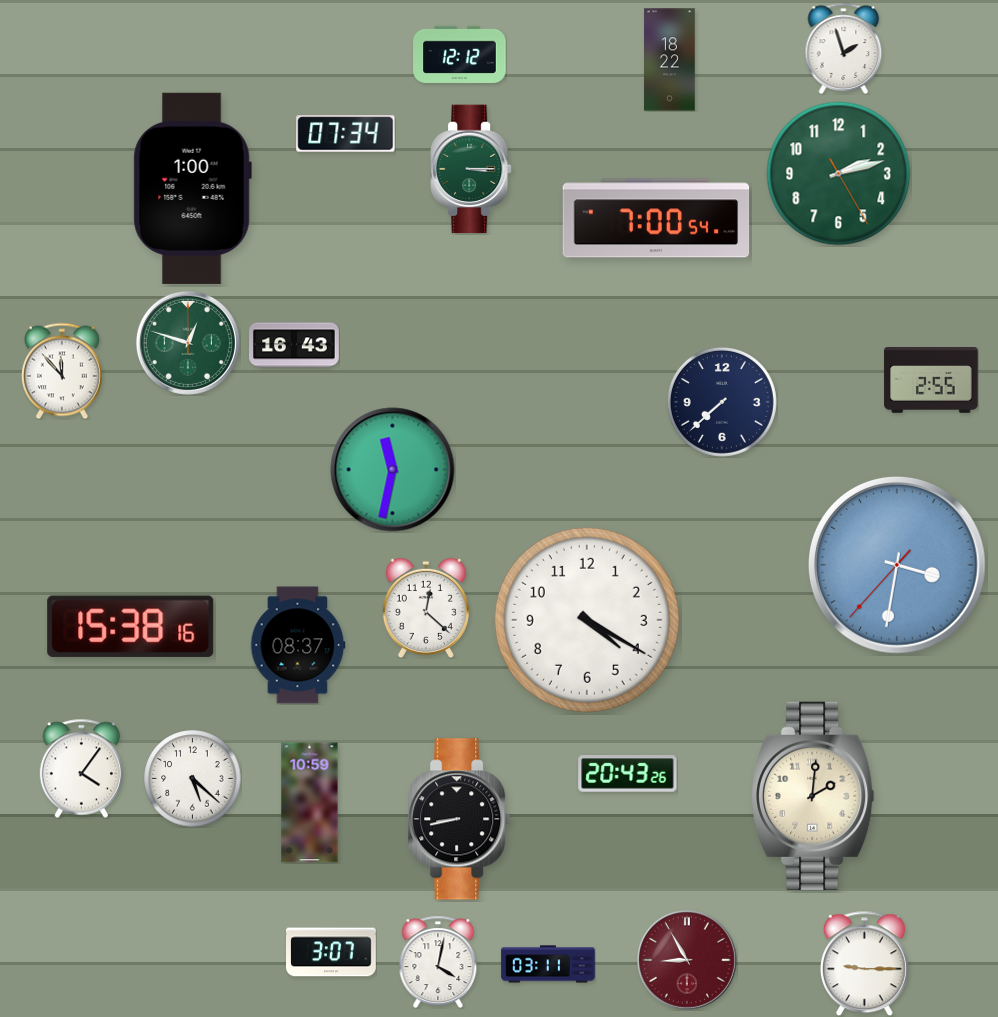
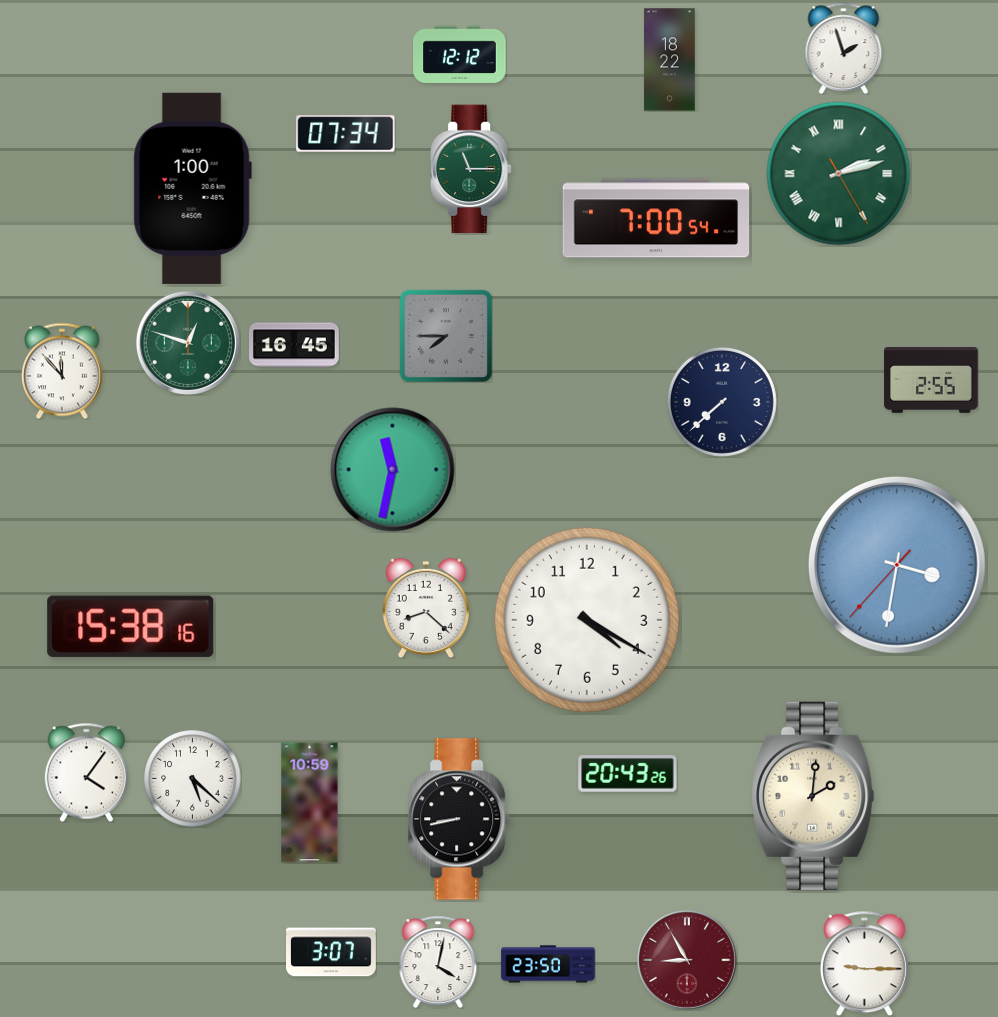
clock at (472, 169): 3:15 -> 11:15
clock at (839, 174) numerals: Arabic -> Roman
clock at (445, 335): none -> 7:45
clock at (294, 345): 16:43 -> 16:45
clock at (426, 608): 12:22 -> 8:22
clock at (298, 645): 08:37 -> none
clock at (82, 768) position: (82, 768) -> (87, 772)
clock at (548, 964): 03:11 -> 23:50
